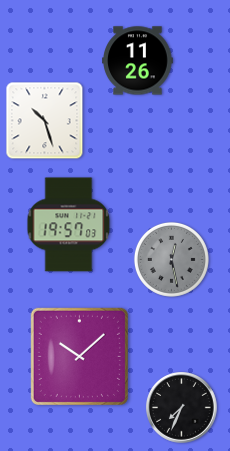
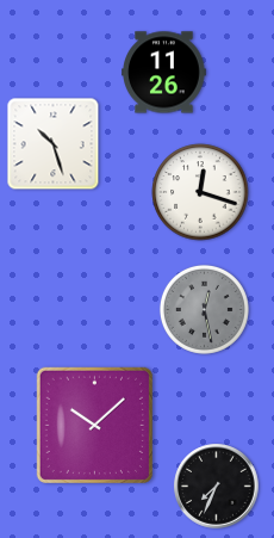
clock at (200, 192): none -> 12:18
clock at (69, 225): 19:57 -> none
